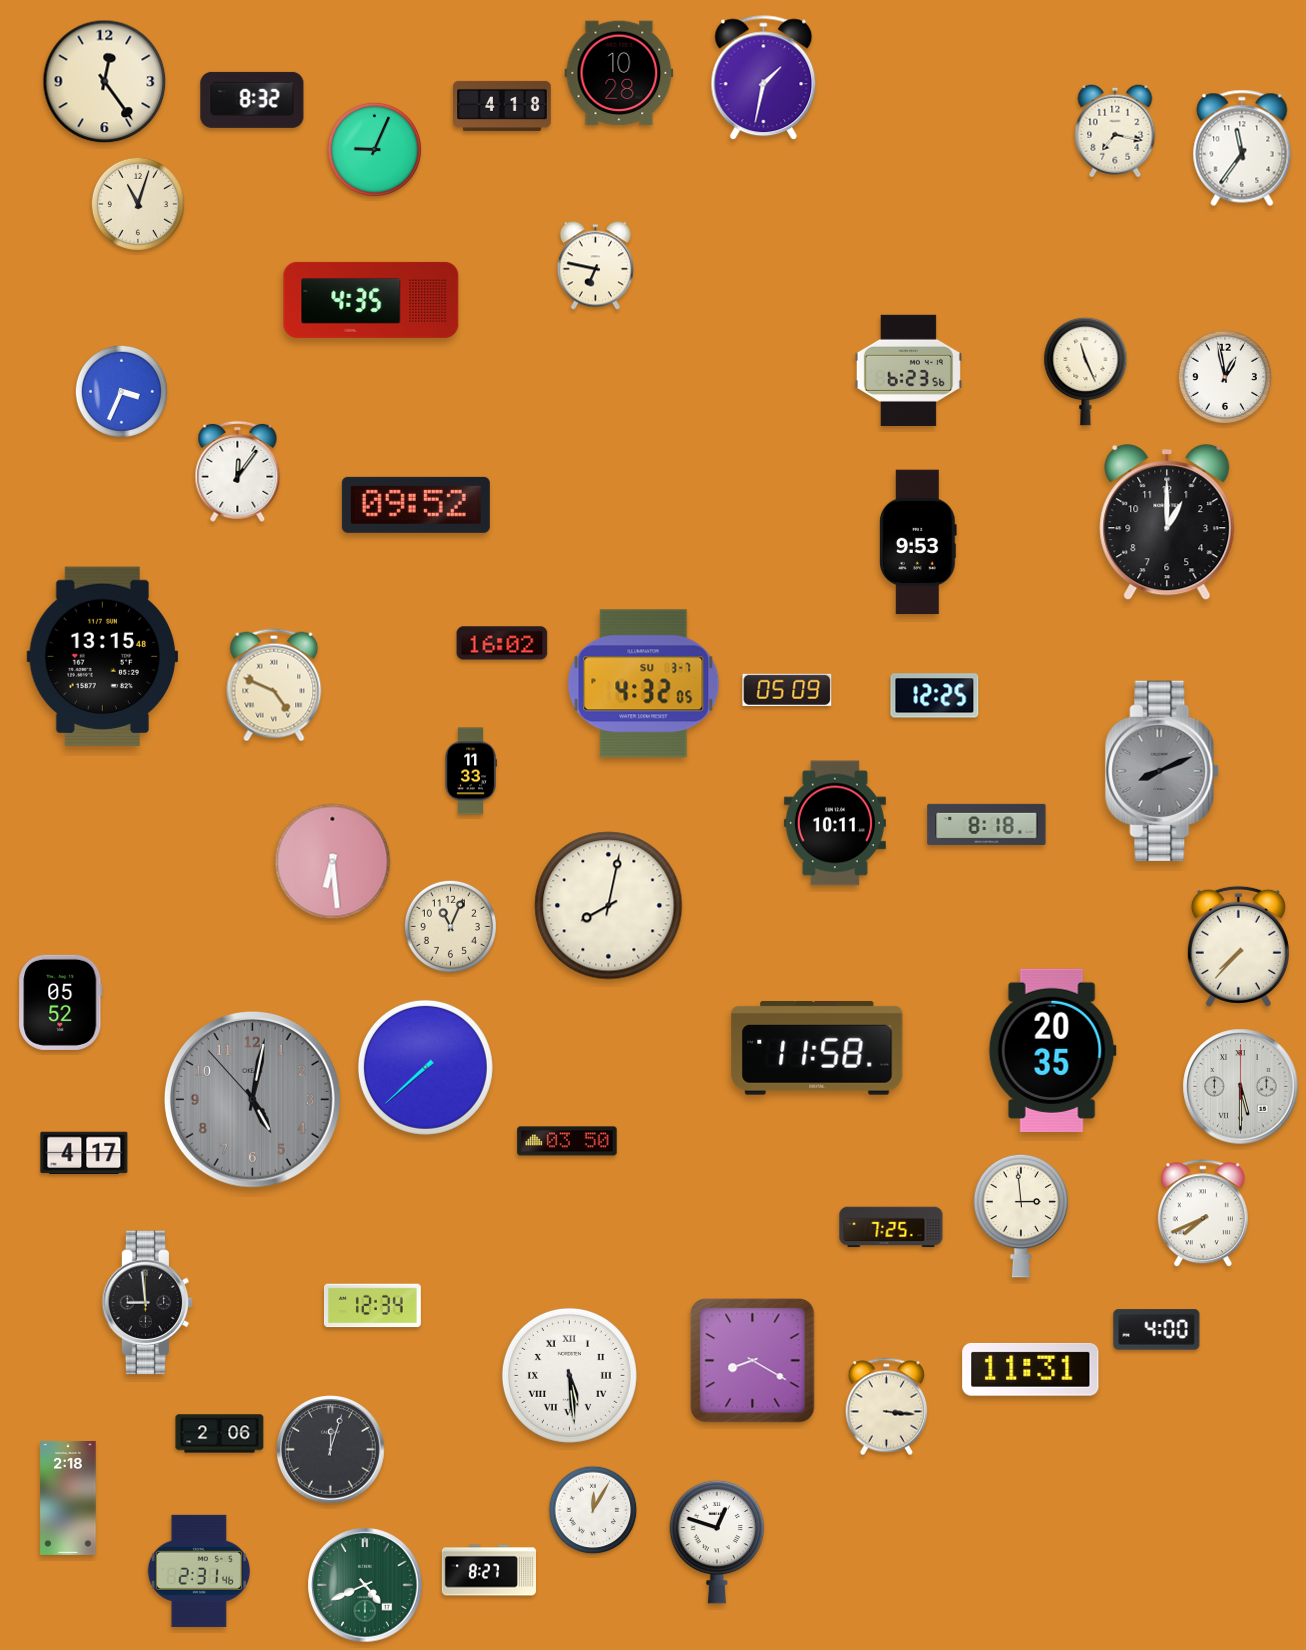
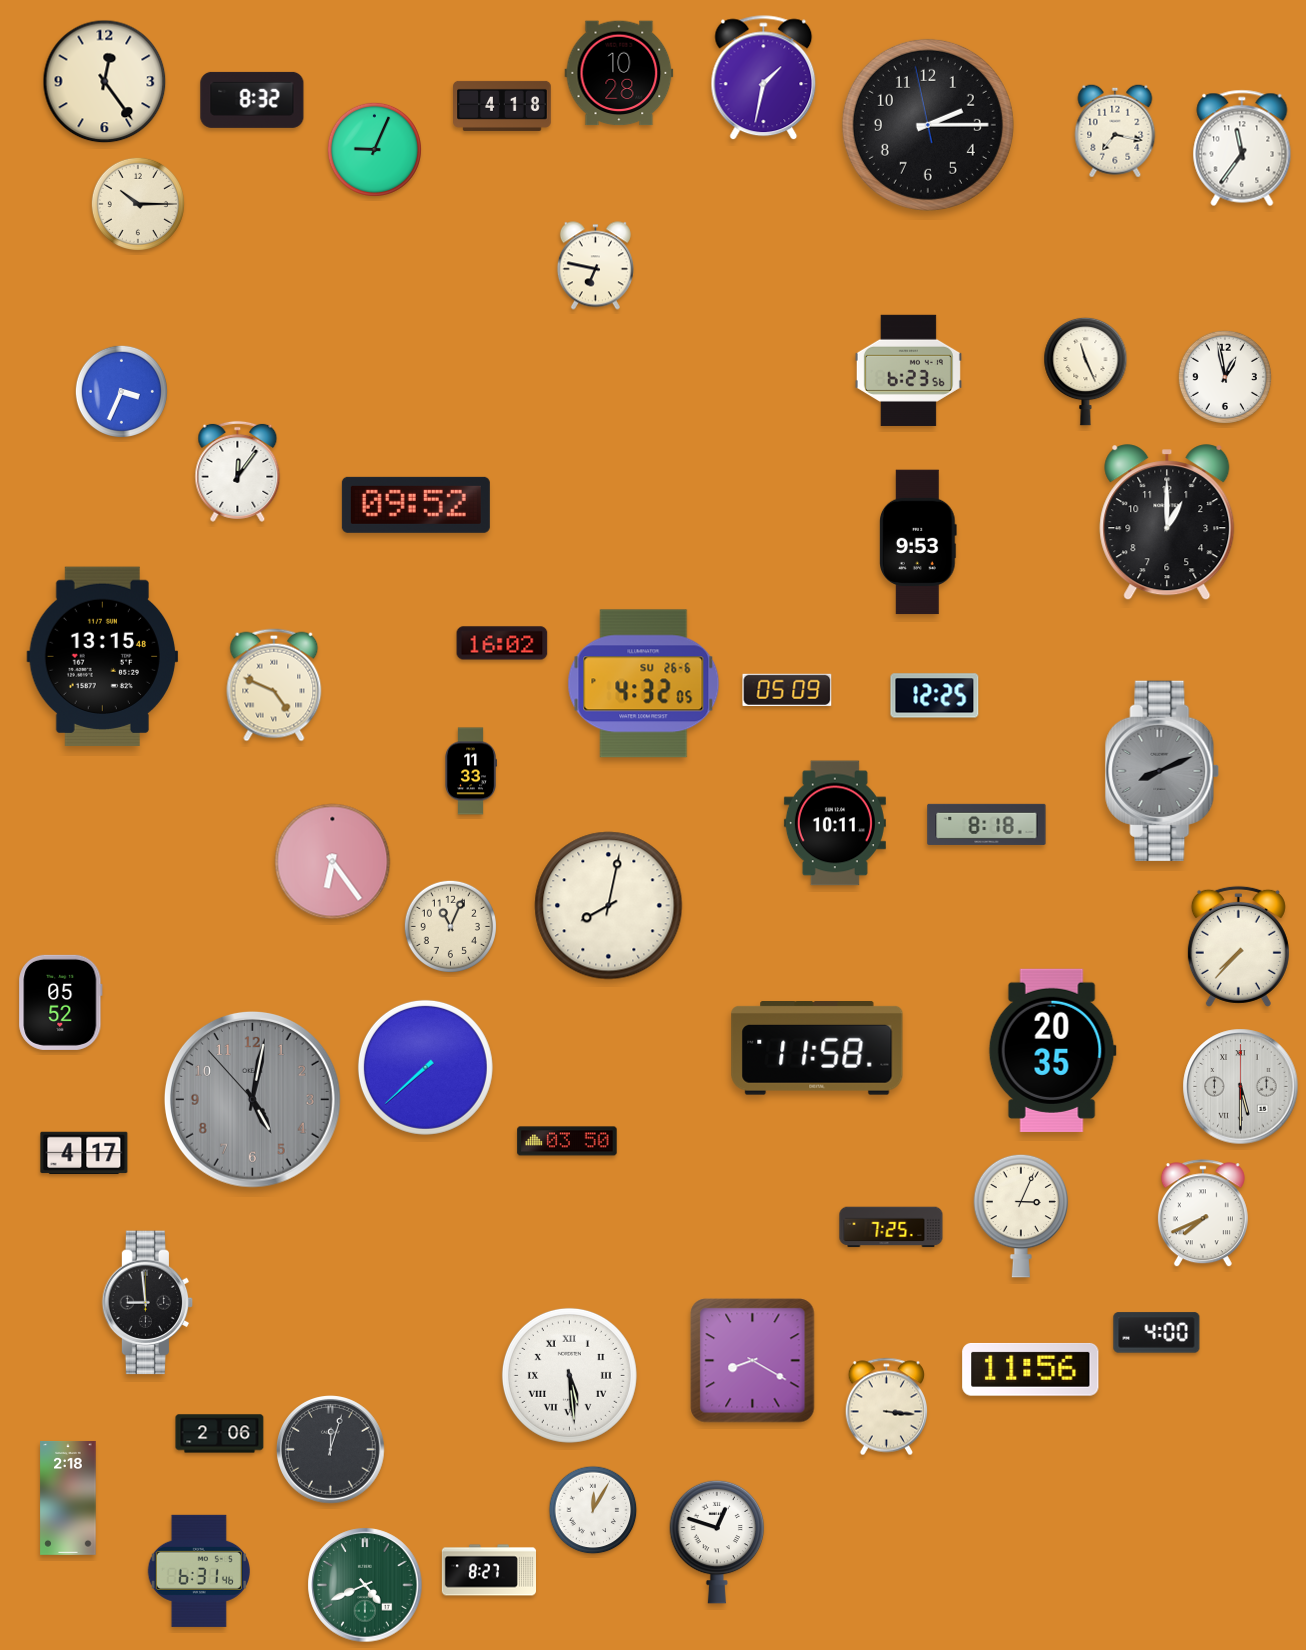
clock at (928, 125): none -> 2:14
clock at (138, 204): 11:03 -> 10:15
clock at (371, 300): 4:35 -> none
clock at (644, 684) date: SU 3-7 -> SU 26-6
clock at (333, 862): 6:29 -> 6:24
clock at (1021, 1216): 2:59 -> 3:04
clock at (372, 1306): 12:34 -> none
clock at (1157, 1330) position: (1157, 1330) -> (1157, 1333)
clock at (1031, 1369): 11:31 -> 11:56
clock at (199, 1571): 2:31 -> 6:31
